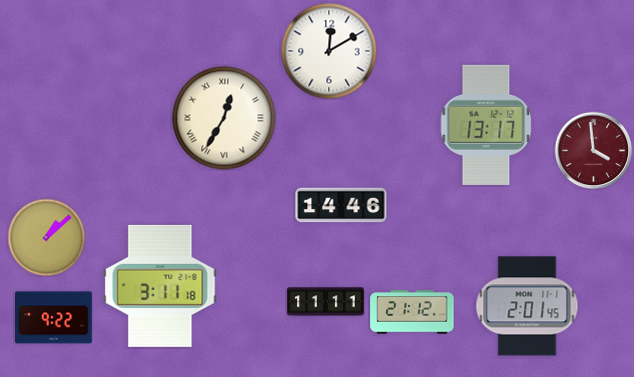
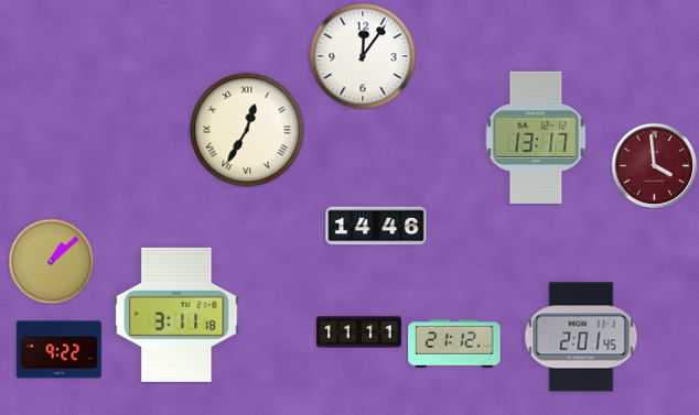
clock at (329, 51): 12:10 -> 12:06
